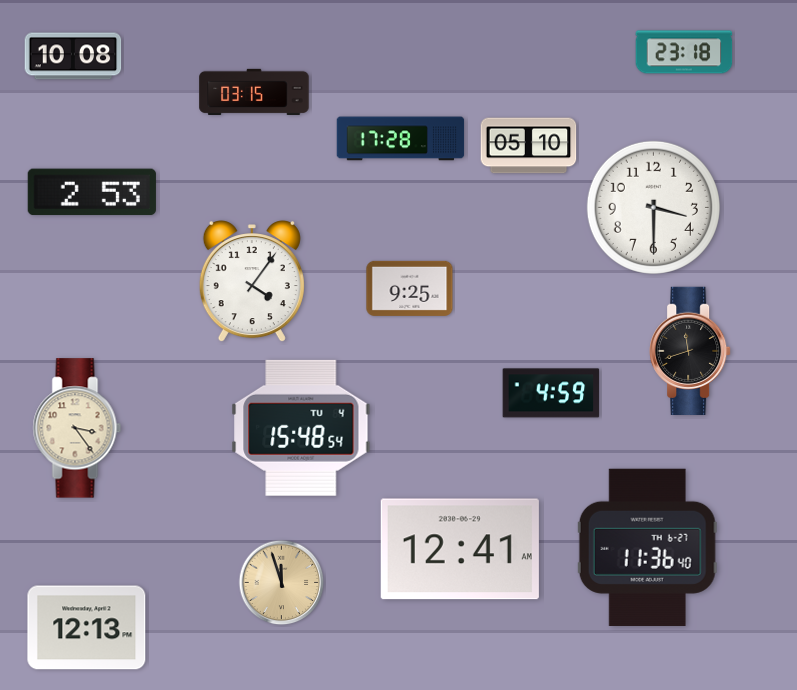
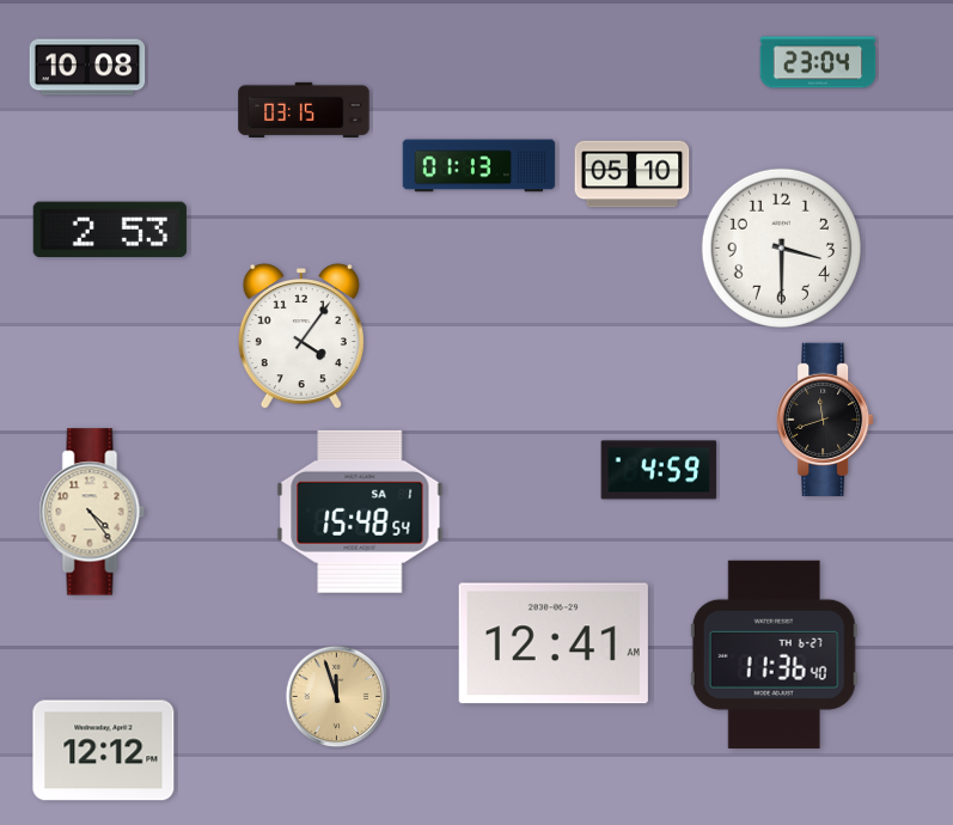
clock at (684, 52): 23:18 -> 23:04
clock at (401, 139): 17:28 -> 01:13
clock at (410, 288): 9:25 -> none
clock at (77, 428): 3:24 -> 4:24
clock at (301, 428) date: TU 4 -> SA 1
clock at (460, 549) position: (460, 549) -> (554, 643)
clock at (87, 628): 12:13 -> 12:12
